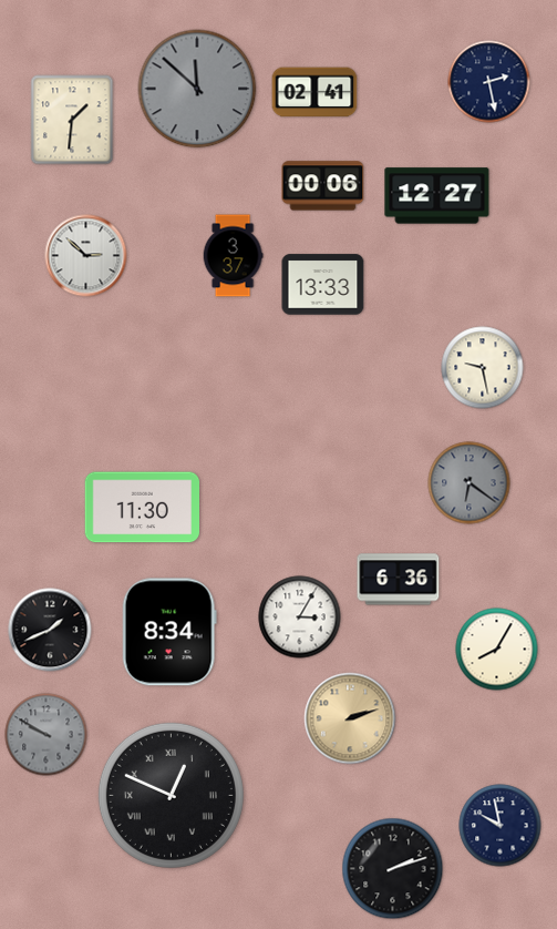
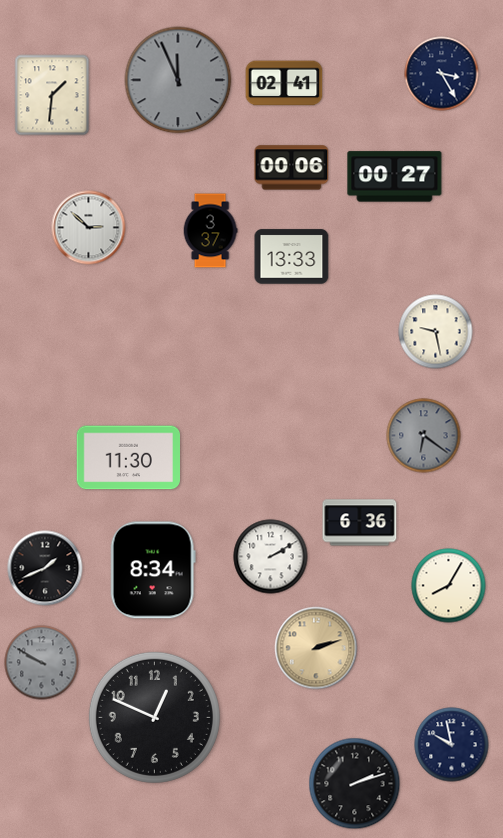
clock at (489, 82): 2:28 -> 3:25
clock at (197, 89): 11:52 -> 11:56
clock at (72, 120) position: (72, 120) -> (52, 95)
clock at (437, 196): 12:27 -> 00:27
clock at (86, 256) position: (86, 256) -> (89, 228)
clock at (300, 617): 3:05 -> 2:10
clock at (171, 795) numerals: Roman -> Arabic
